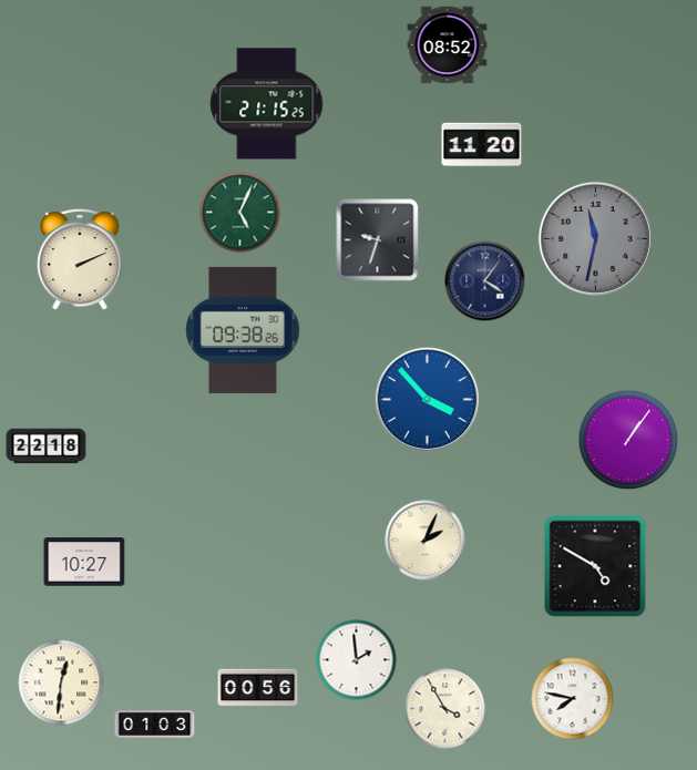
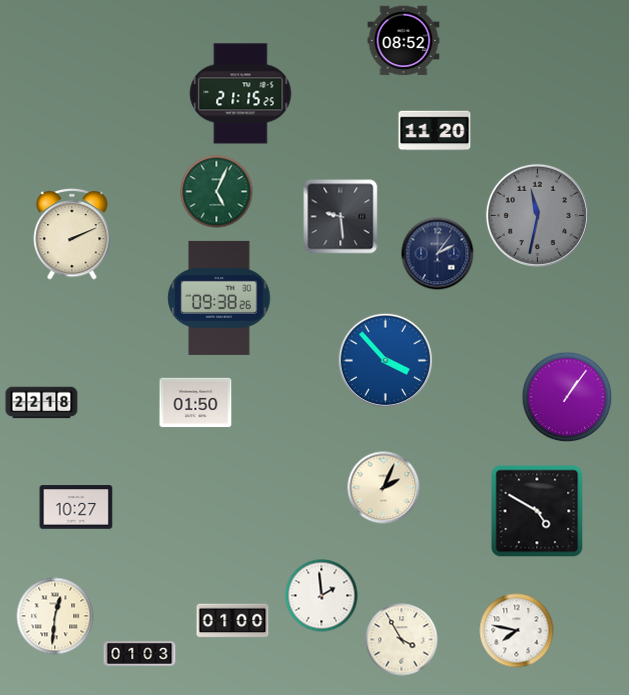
clock at (378, 240): 9:33 -> 9:29
clock at (485, 281): 4:06 -> 2:06
clock at (196, 403): none -> 01:50
clock at (258, 688): 00:56 -> 01:00
